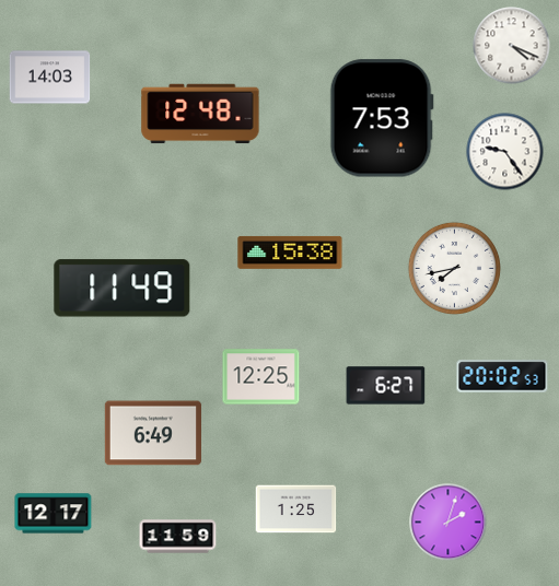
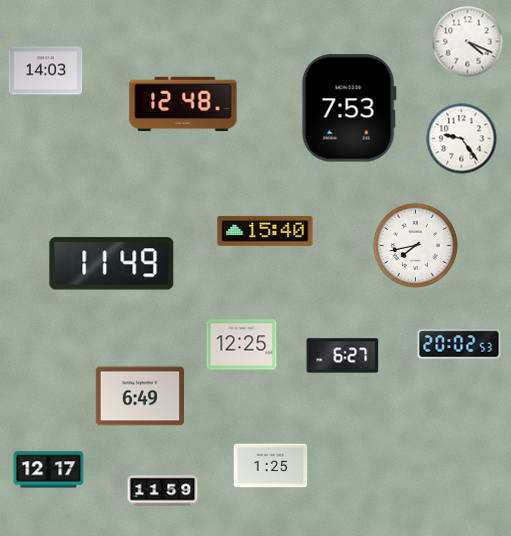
clock at (290, 253): 15:38 -> 15:40
clock at (261, 377) position: (261, 377) -> (242, 345)
clock at (386, 386) position: (386, 386) -> (343, 356)
clock at (449, 523): 2:03 -> none
